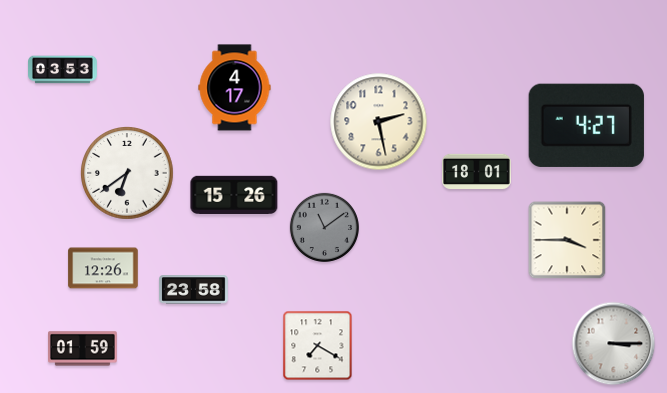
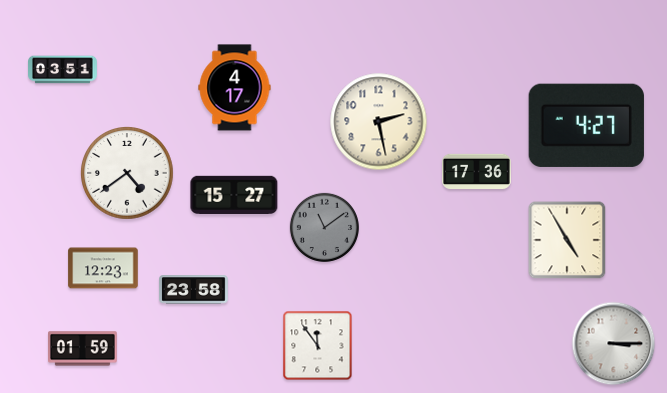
clock at (63, 70): 03:53 -> 03:51
clock at (477, 172): 18:01 -> 17:36
clock at (128, 174): 6:39 -> 4:39
clock at (234, 195): 15:26 -> 15:27
clock at (567, 240): 3:45 -> 4:55
clock at (103, 268): 12:26 -> 12:23
clock at (318, 346): 7:20 -> 11:54
